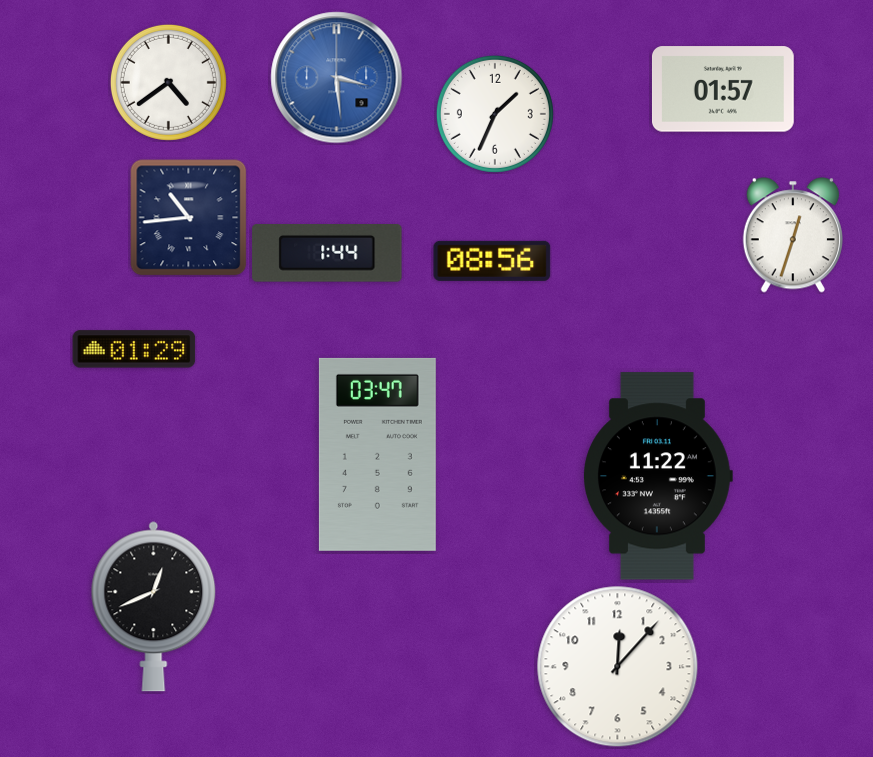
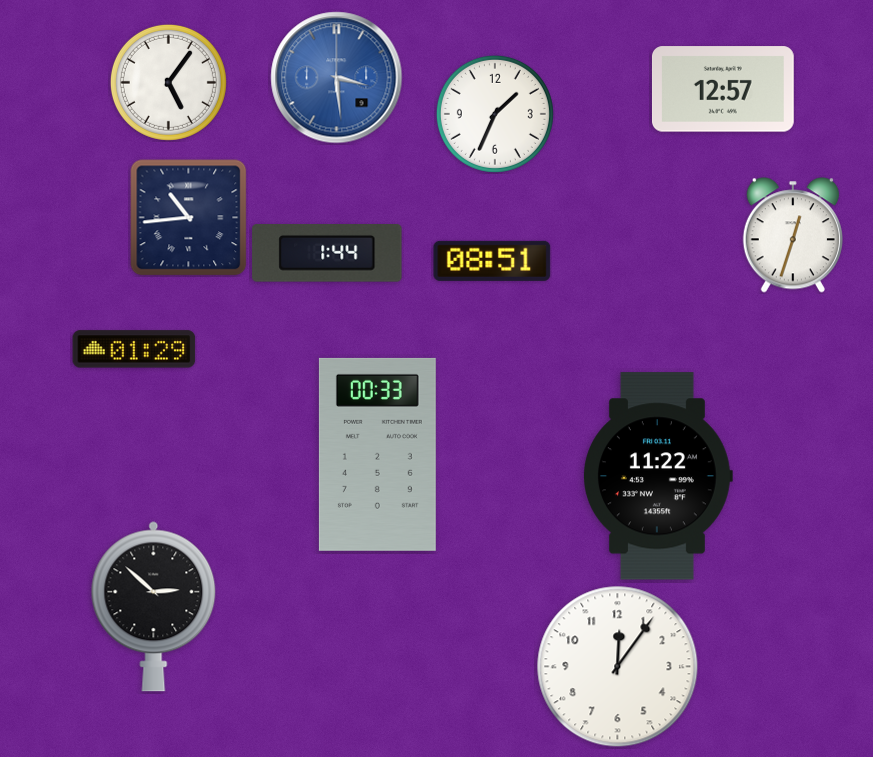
clock at (168, 82): 4:39 -> 5:06
clock at (723, 89): 01:57 -> 12:57
clock at (492, 261): 08:56 -> 08:51
clock at (377, 454): 03:47 -> 00:33
clock at (154, 607): 12:41 -> 2:52
clock at (618, 667): 12:07 -> 12:06
